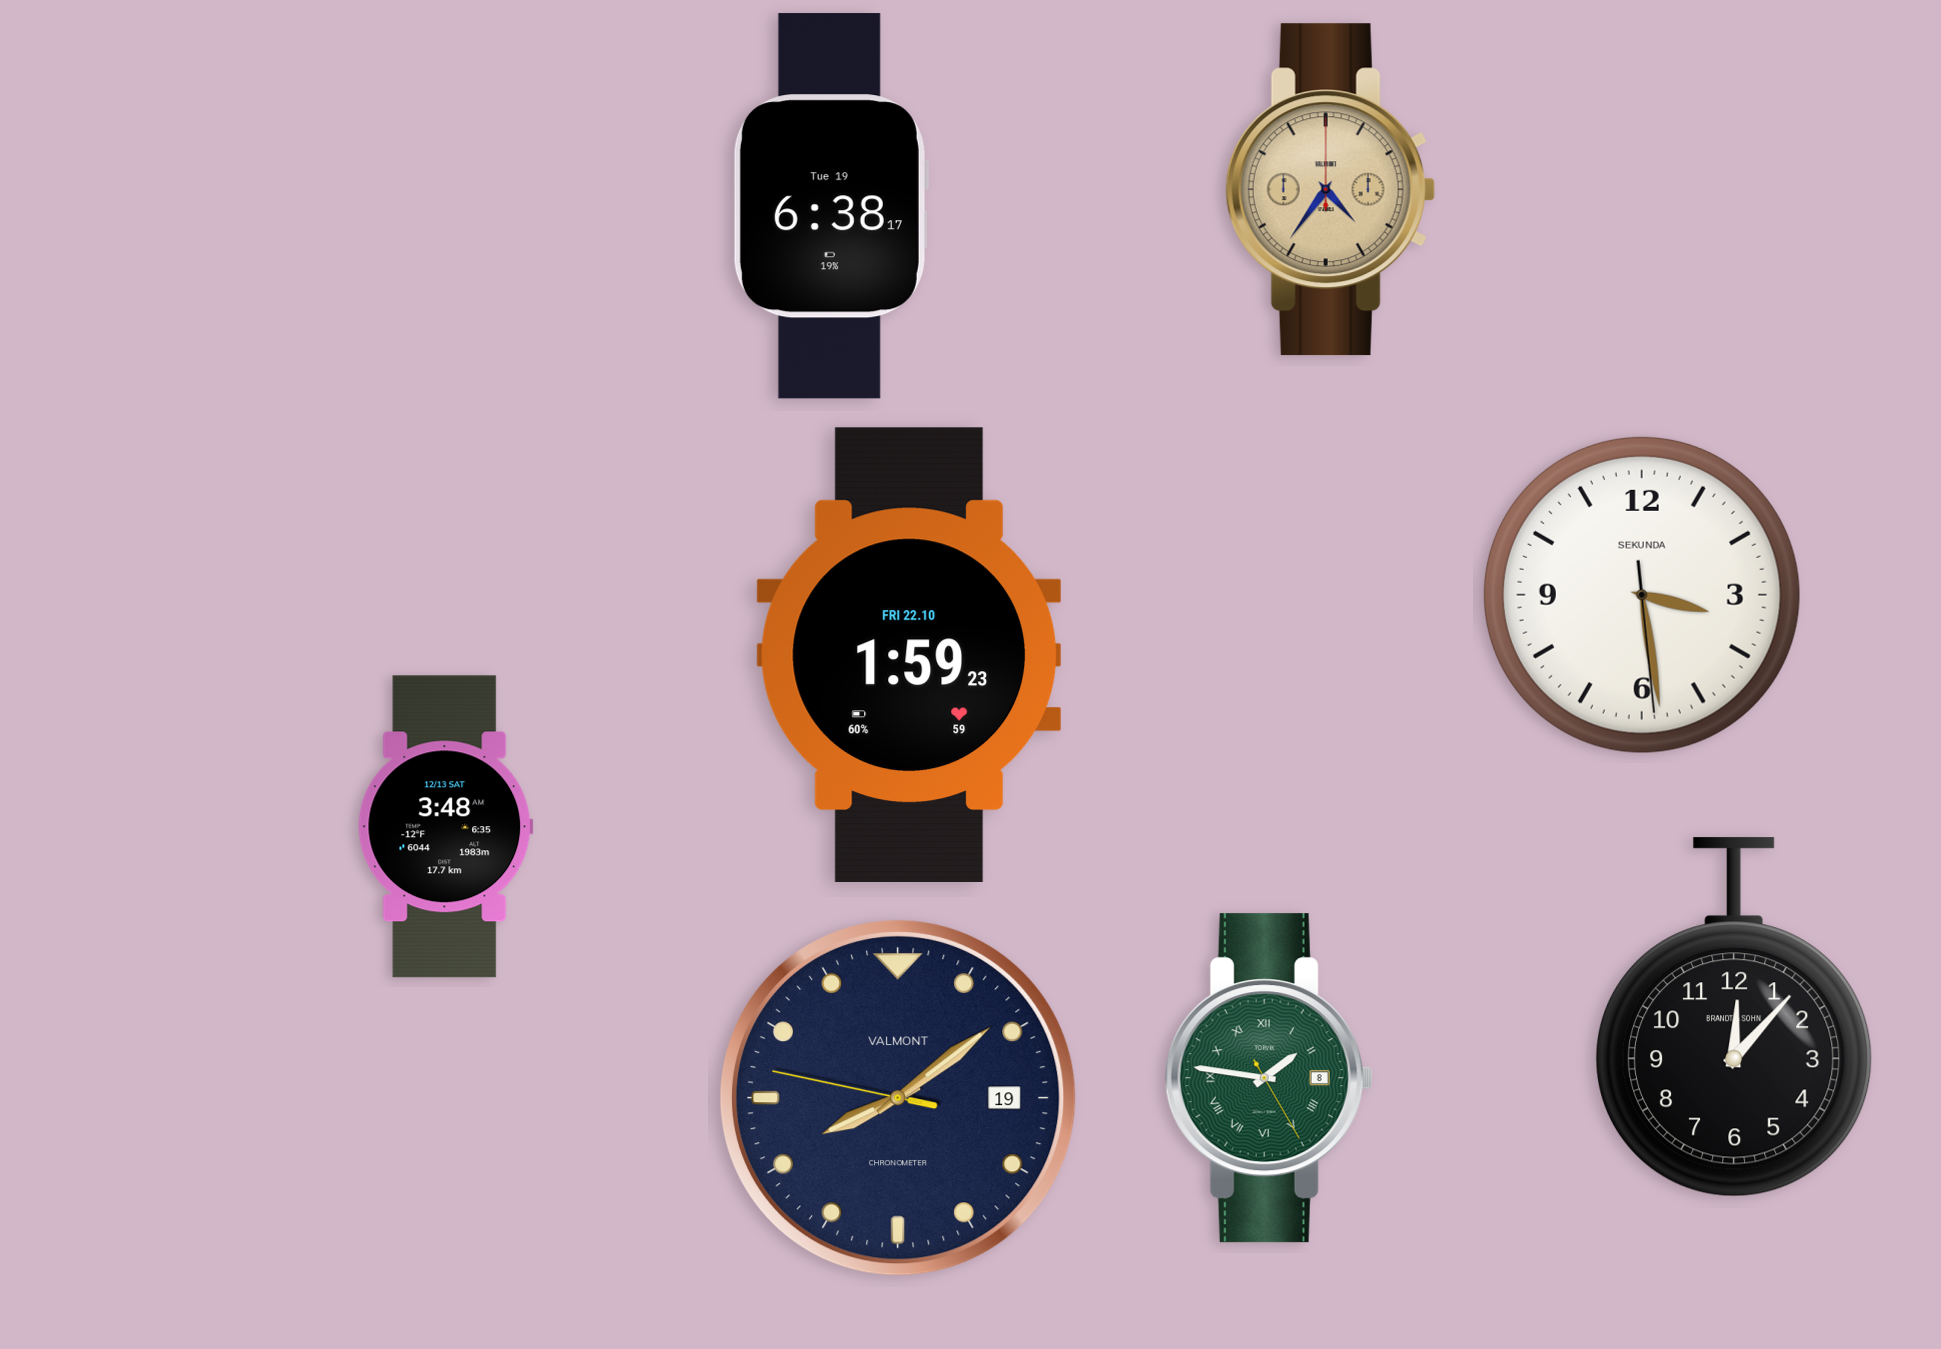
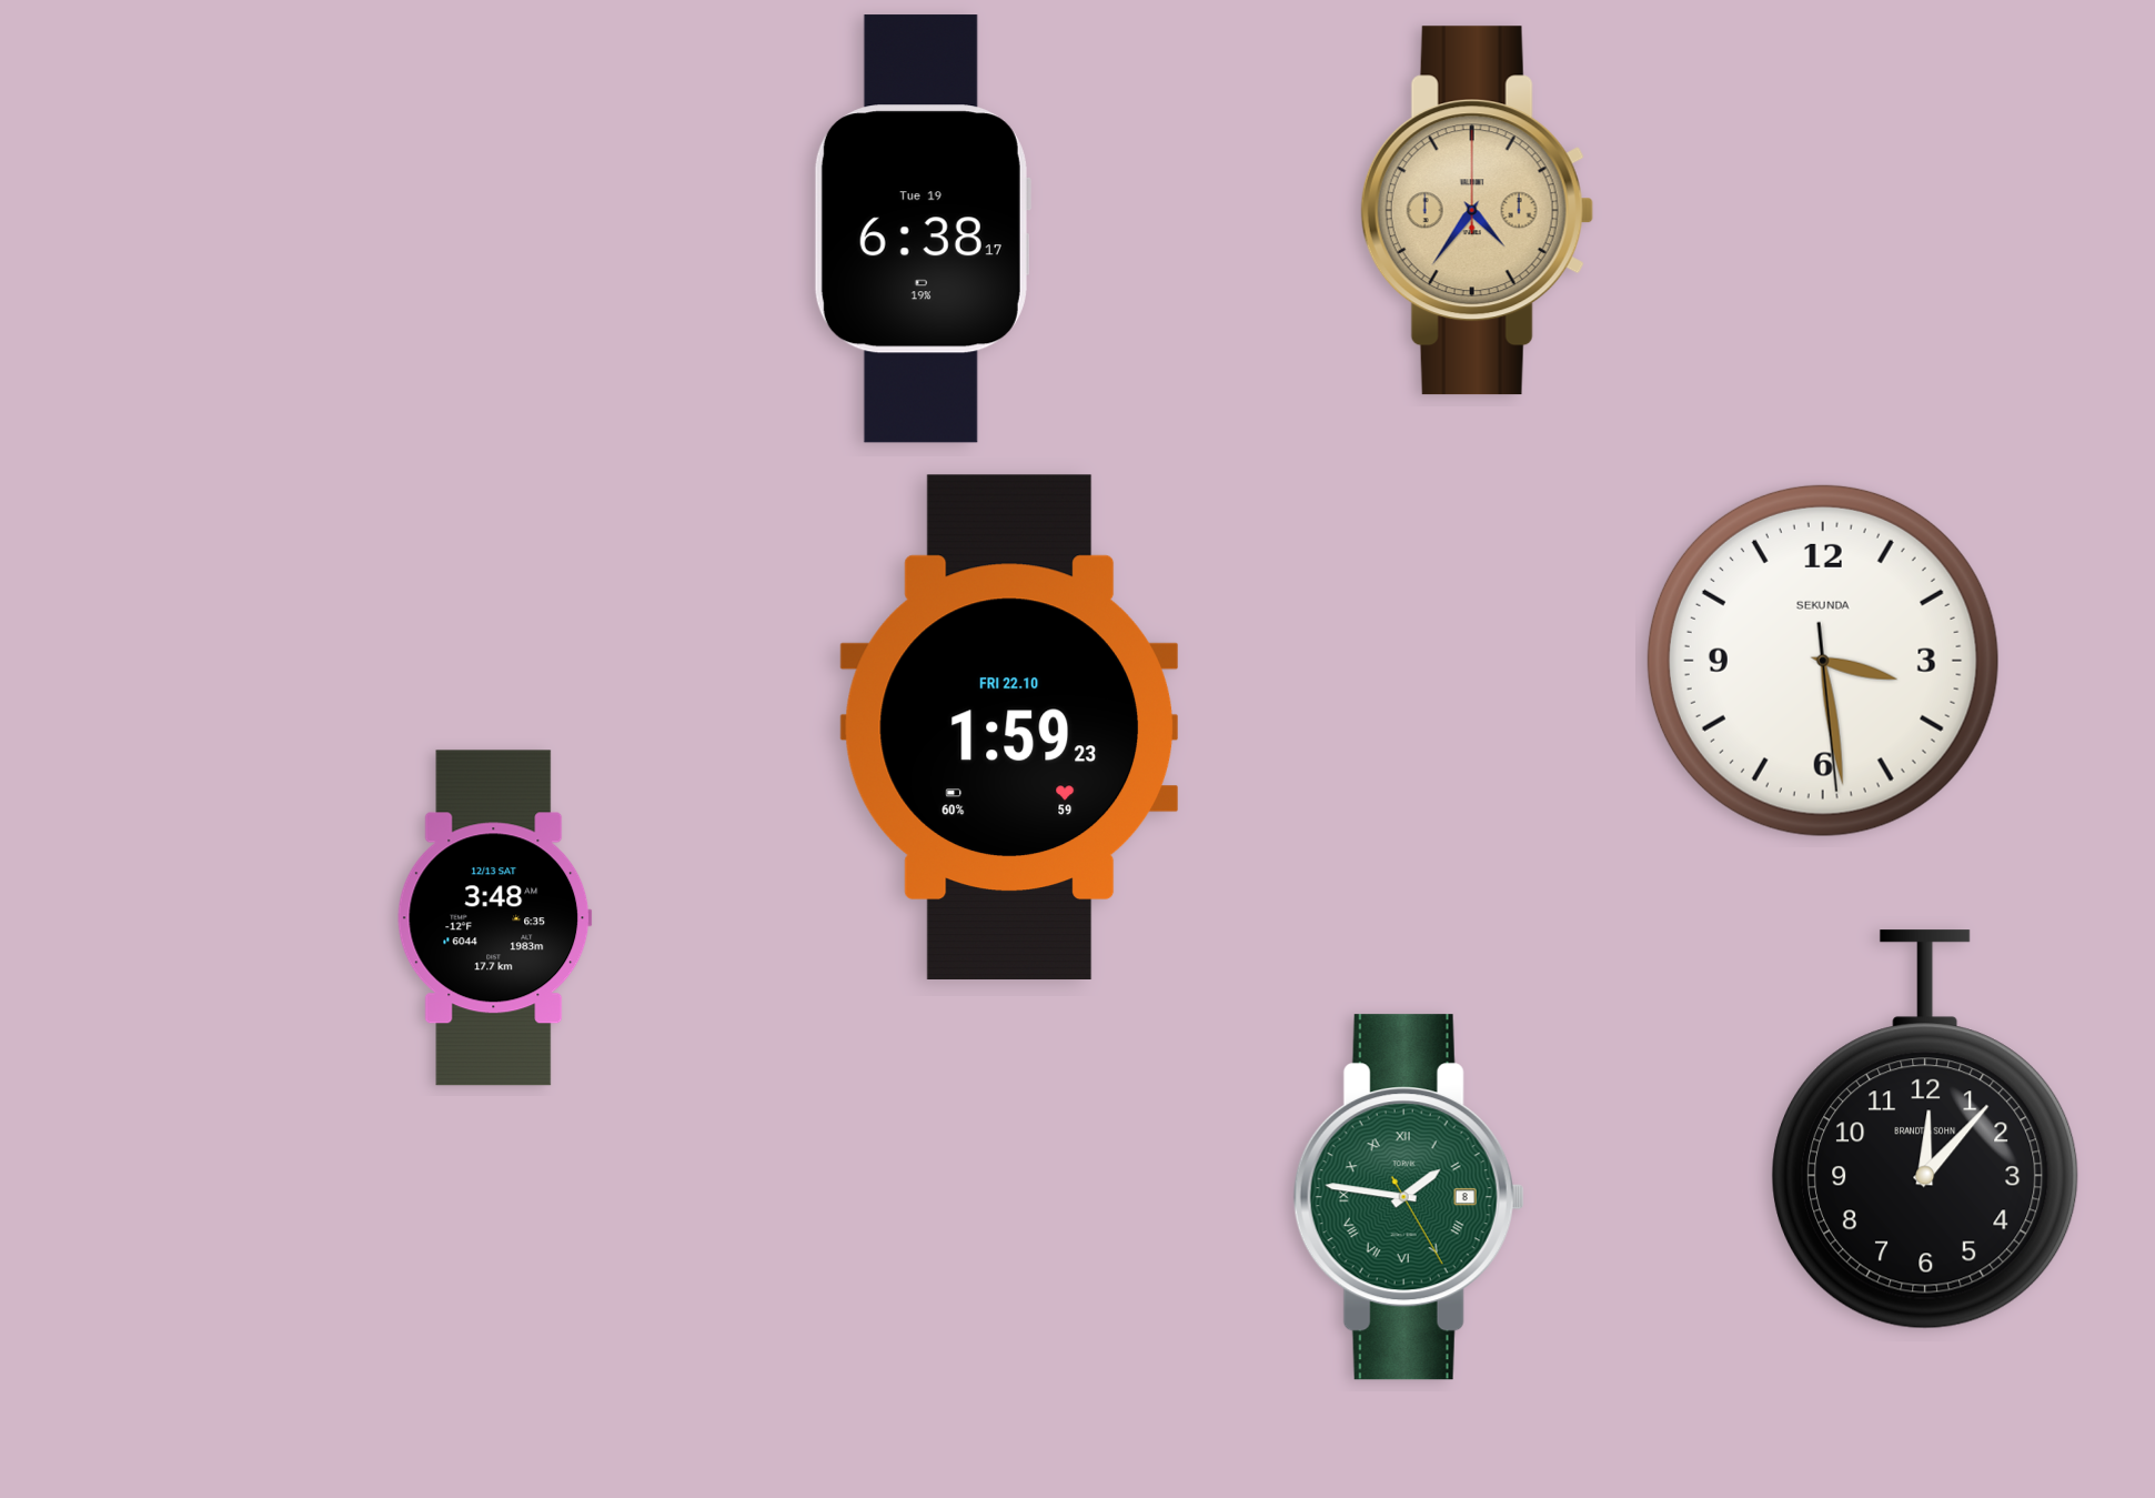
clock at (898, 1098): 8:08 -> none
